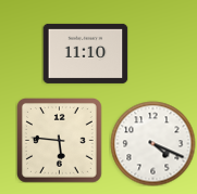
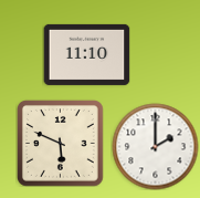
clock at (60, 141): 5:46 -> 5:49
clock at (152, 143): 4:19 -> 2:00
